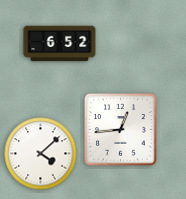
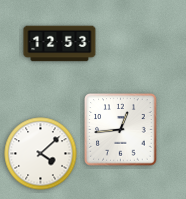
clock at (60, 44): 6:52 -> 12:53
